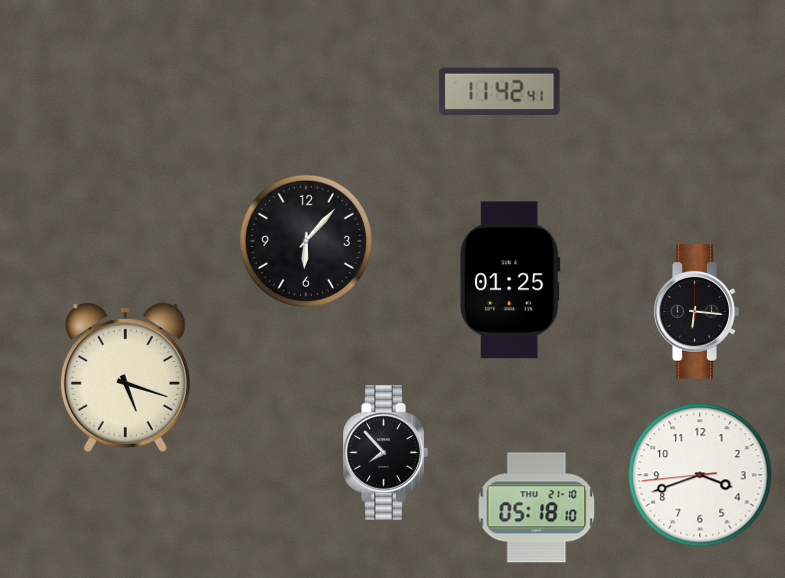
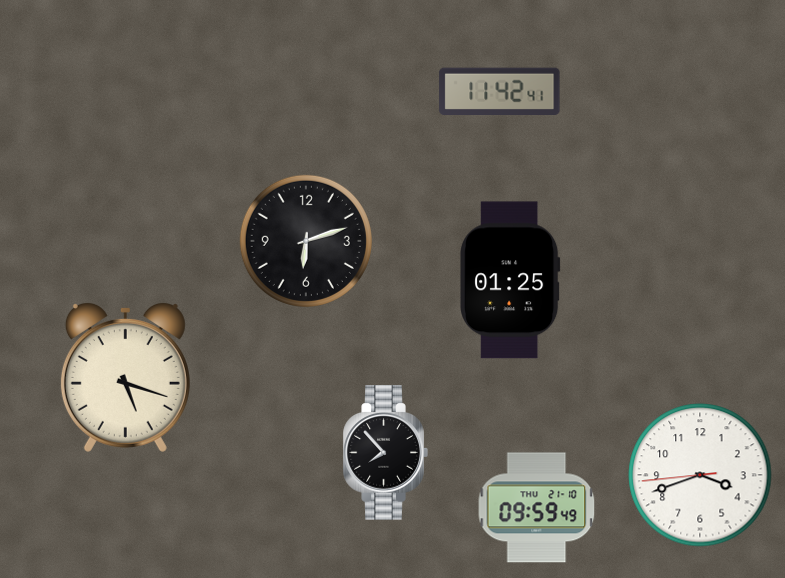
clock at (306, 241): 6:07 -> 6:12
clock at (696, 312): 6:16 -> none
clock at (537, 508): 05:18 -> 09:59
